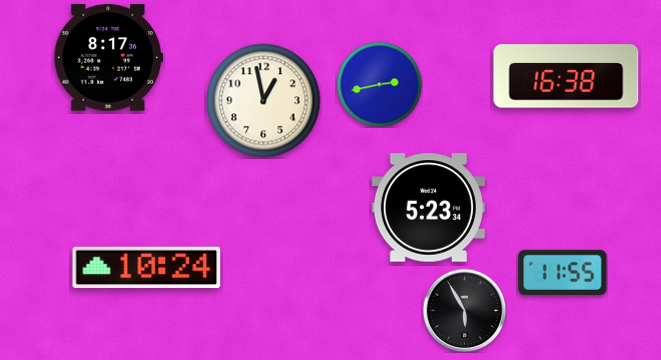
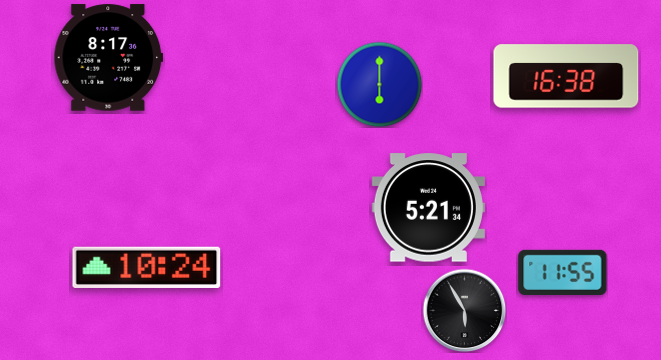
clock at (379, 84): 2:43 -> 6:00
clock at (264, 101): 12:58 -> none
clock at (428, 208): 5:23 -> 5:21
